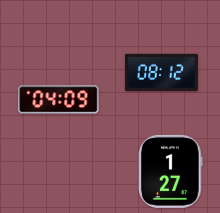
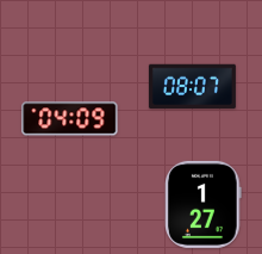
clock at (161, 73): 08:12 -> 08:07
